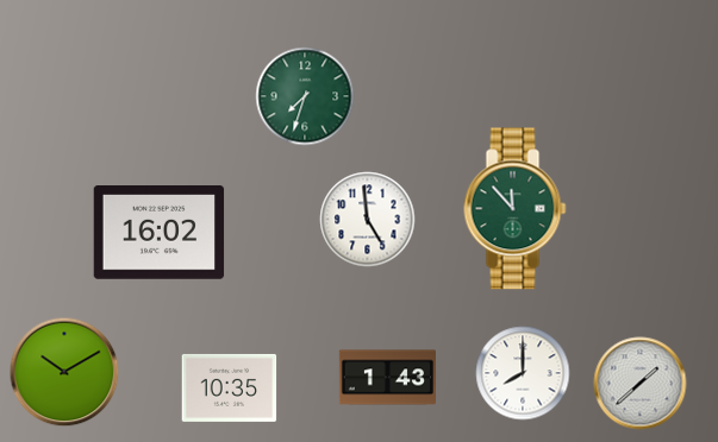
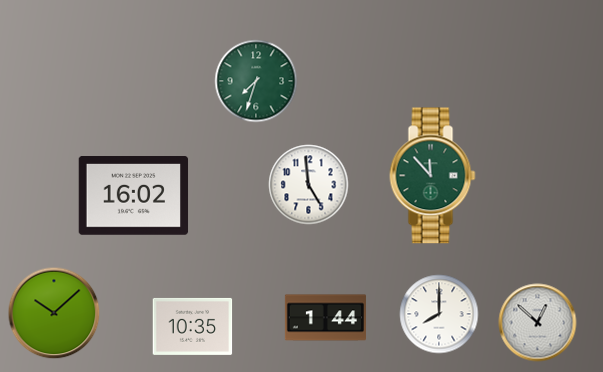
clock at (64, 372): 10:10 -> 10:08
clock at (387, 378): 1:43 -> 1:44
clock at (641, 384): 1:38 -> 12:52
